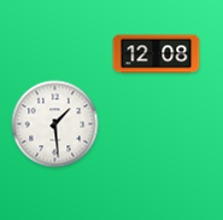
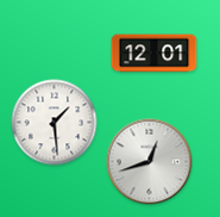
clock at (157, 54): 12:08 -> 12:01
clock at (150, 162): none -> 12:42
